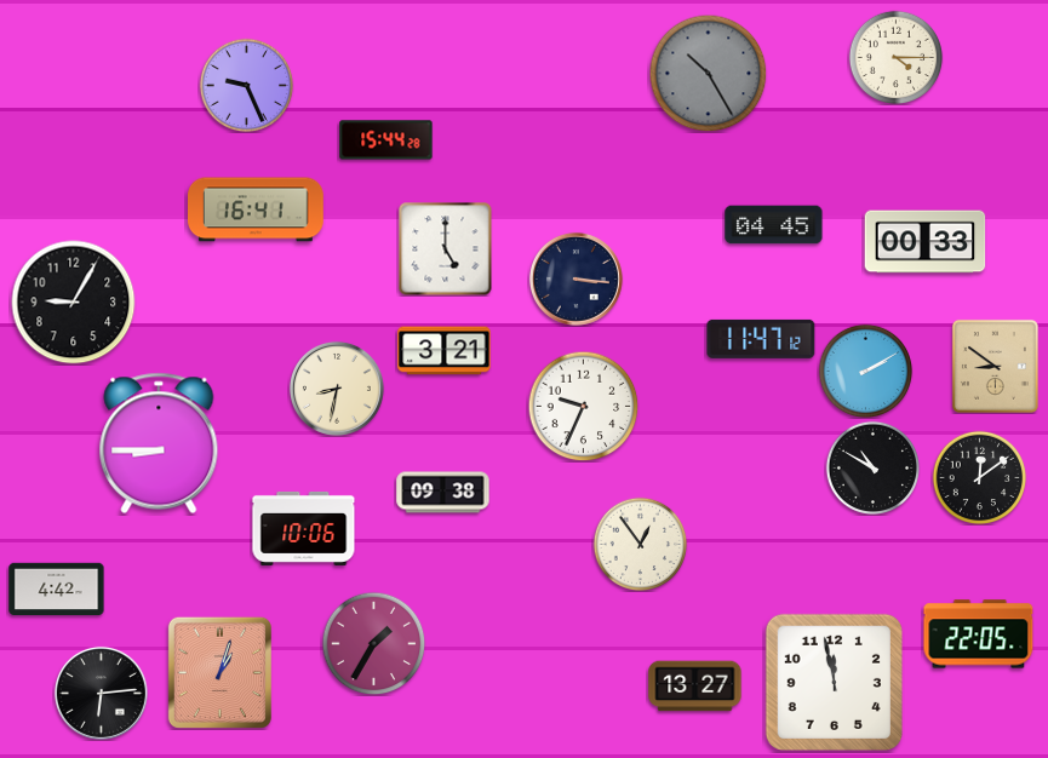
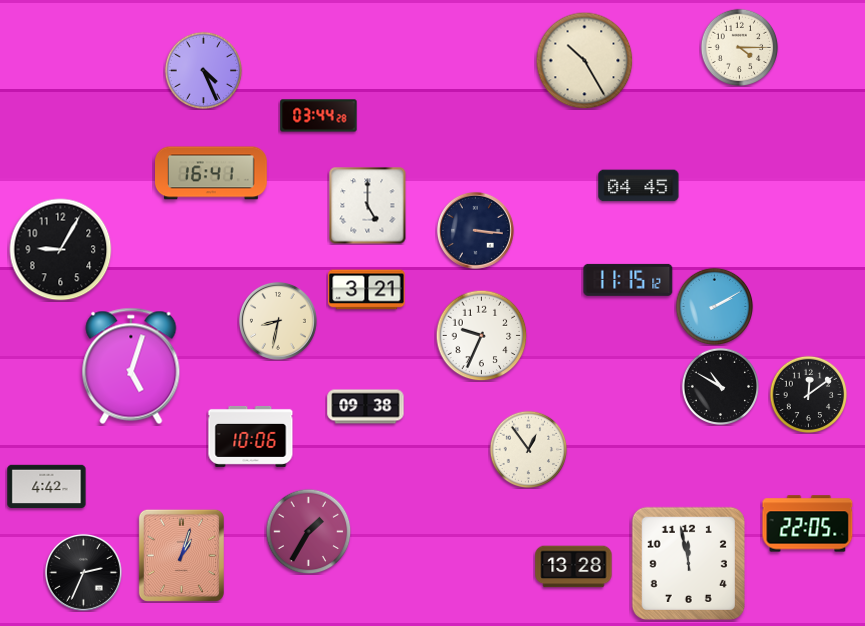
clock at (708, 73) dial: grey -> cream
clock at (246, 85): 9:26 -> 4:26
clock at (386, 140): 15:44 -> 03:44
clock at (926, 242): 00:33 -> none
clock at (761, 339): 11:47 -> 11:15
clock at (995, 366): 8:51 -> none
clock at (159, 443): 8:45 -> 5:03
clock at (695, 687): 13:27 -> 13:28
clock at (101, 693): 6:14 -> 2:34
